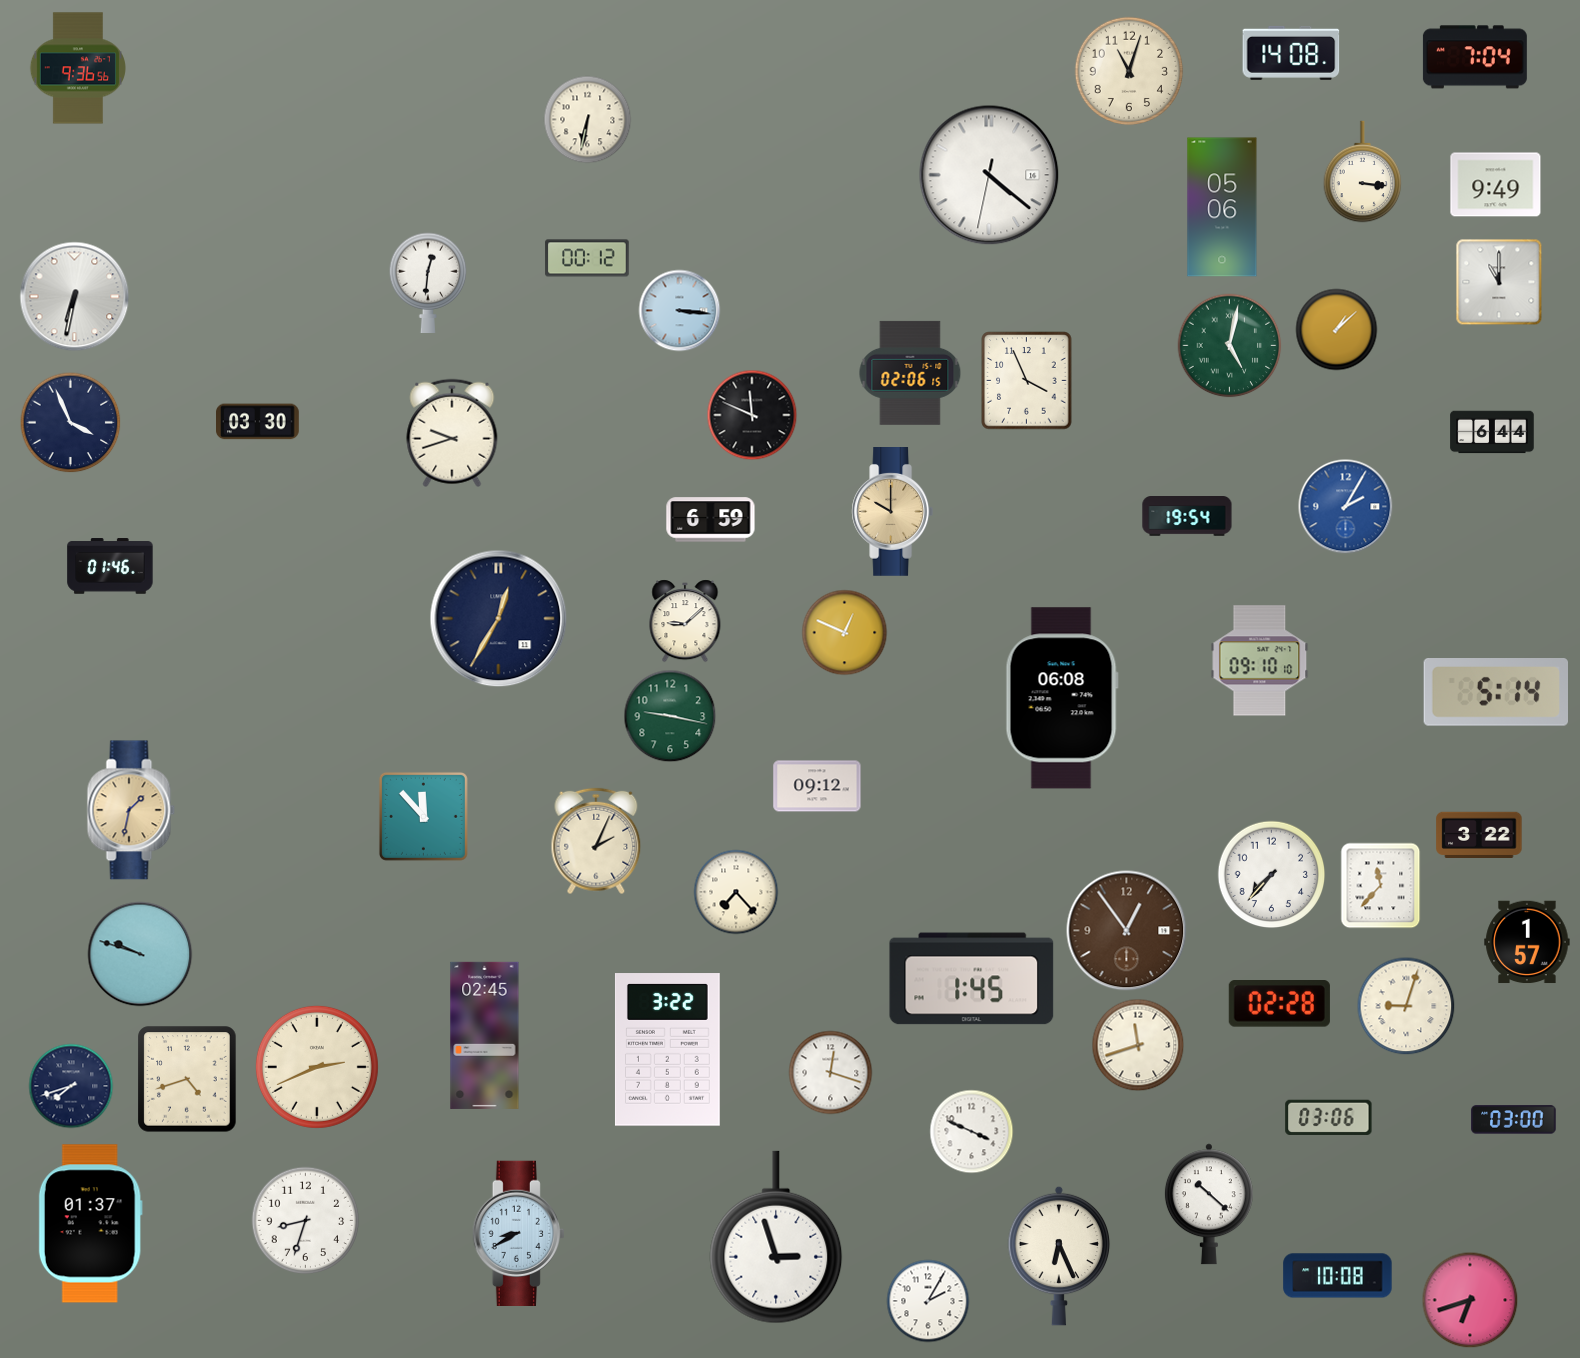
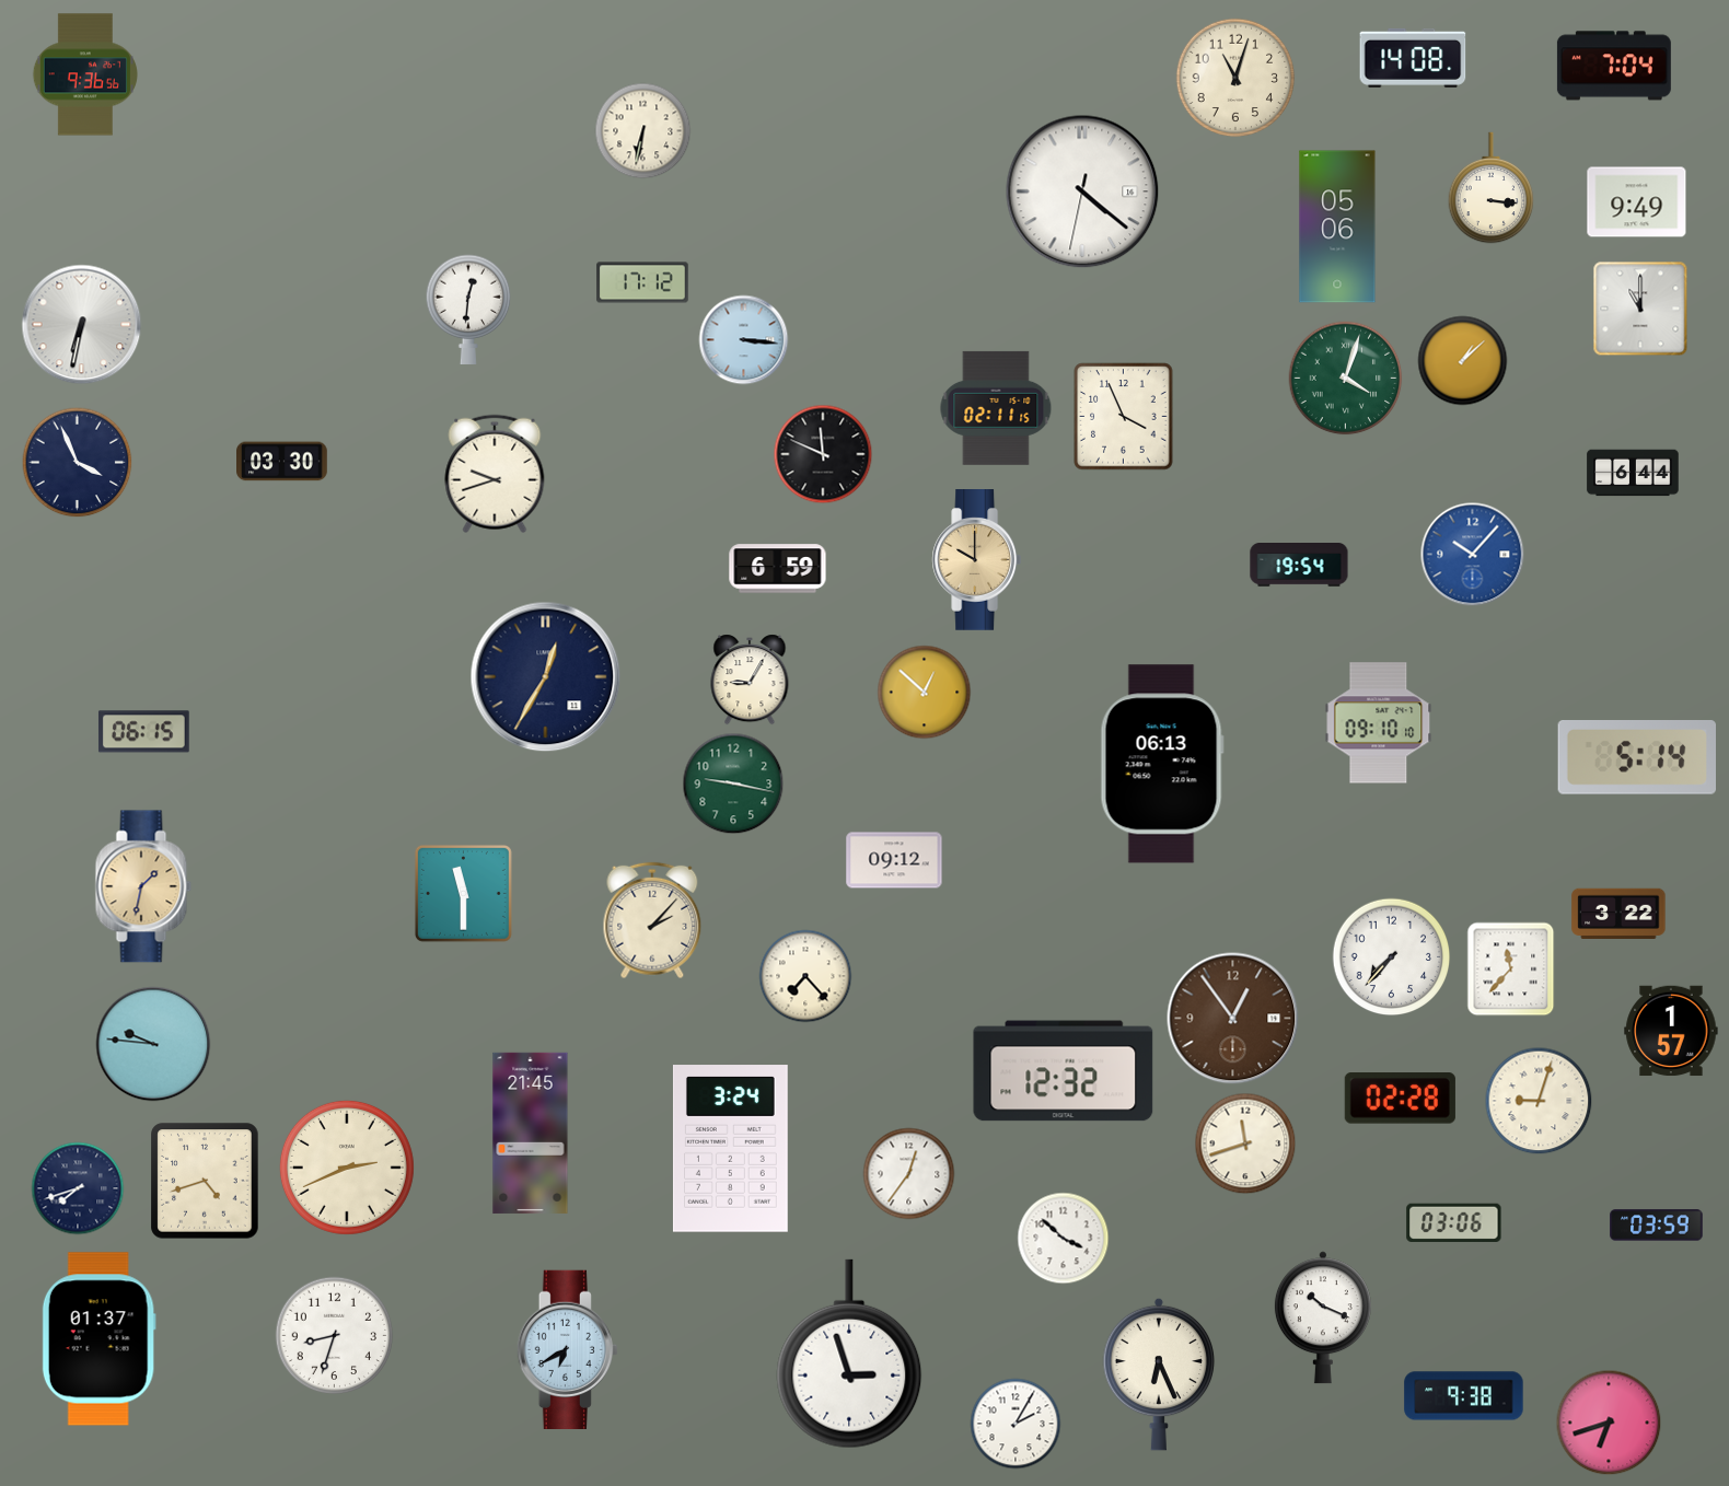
clock at (1475, 57) position: (1475, 57) -> (1614, 66)
clock at (587, 258): 00:12 -> 17:12
clock at (1230, 346): 5:02 -> 4:03
clock at (910, 373): 02:06 -> 02:11
clock at (1346, 507): 2:05 -> 10:07
clock at (110, 566): 01:46 -> none
clock at (685, 621): 9:08 -> 9:05
clock at (845, 633): 12:49 -> 12:52
clock at (143, 732): none -> 06:15
clock at (1062, 698): 06:08 -> 06:13
clock at (423, 816): 11:53 -> 11:30
clock at (596, 841): 2:04 -> 2:07
clock at (140, 954): 9:48 -> 9:46
clock at (972, 979): 1:45 -> 12:32
clock at (485, 1035): 02:45 -> 21:45
clock at (667, 1050): 3:22 -> 3:24
clock at (831, 1073): 12:18 -> 12:36
clock at (1514, 1120): 03:00 -> 03:59
clock at (972, 1132): 3:49 -> 3:52
clock at (1209, 1204): 10:22 -> 10:19
clock at (518, 1233): 8:40 -> 6:40
clock at (1338, 1276): 10:08 -> 9:38
